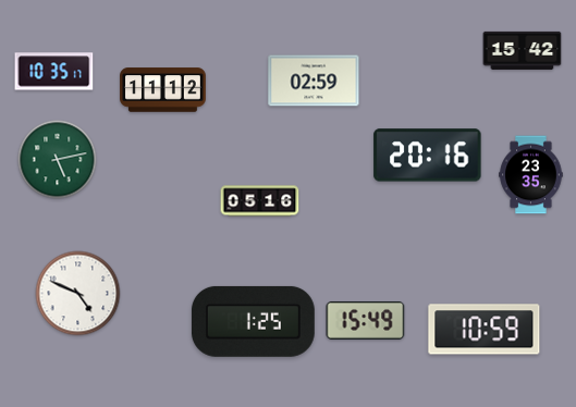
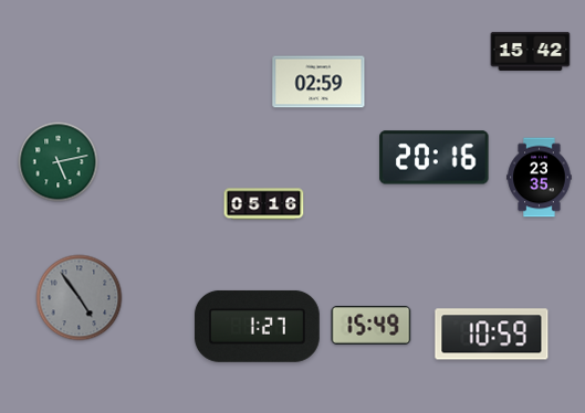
clock at (54, 72): 10:35 -> none
clock at (163, 90): 11:12 -> none
clock at (78, 294): 4:49 -> 4:54
clock at (78, 294) dial: white -> grey
clock at (253, 321): 1:25 -> 1:27
